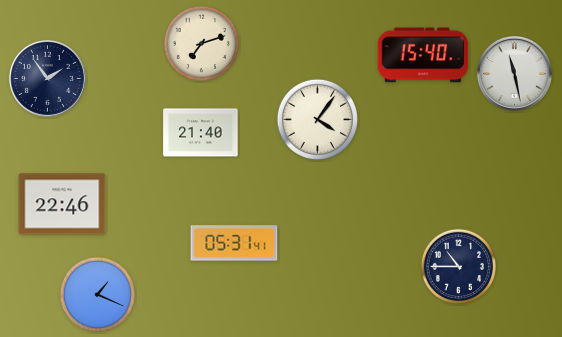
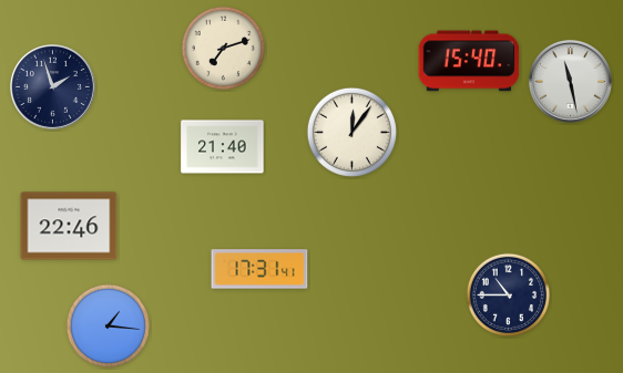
clock at (47, 78): 1:54 -> 1:57
clock at (317, 119): 4:06 -> 12:06
clock at (234, 243): 05:31 -> 17:31
clock at (98, 295): 1:19 -> 1:16
